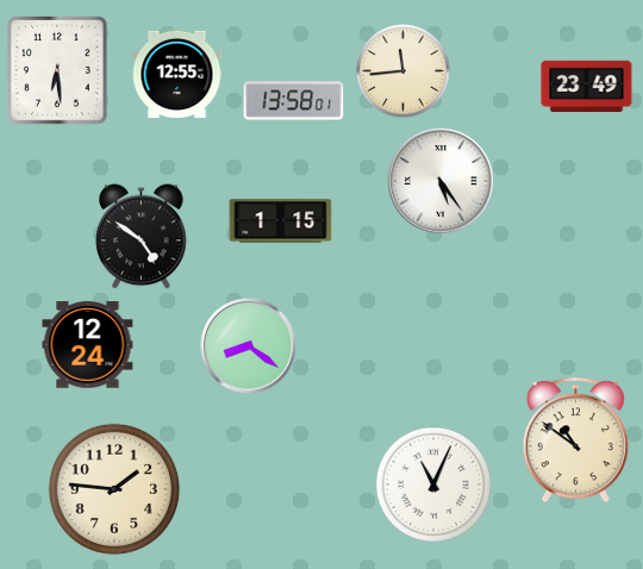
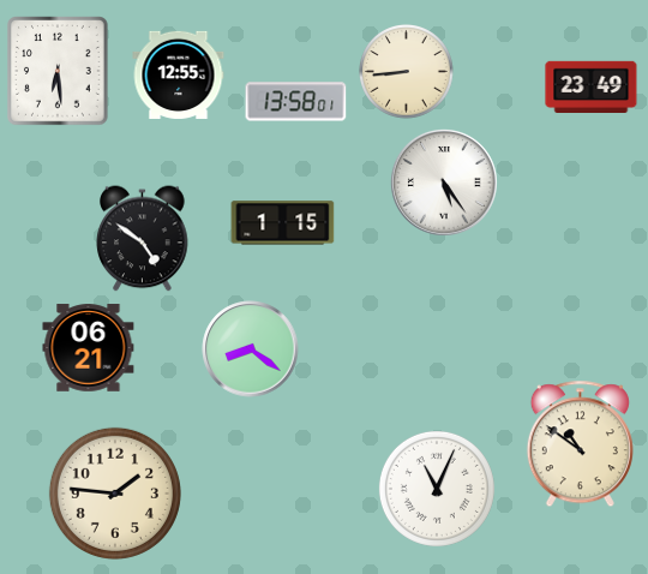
clock at (404, 71): 11:44 -> 8:44
clock at (88, 345): 12:24 -> 06:21
